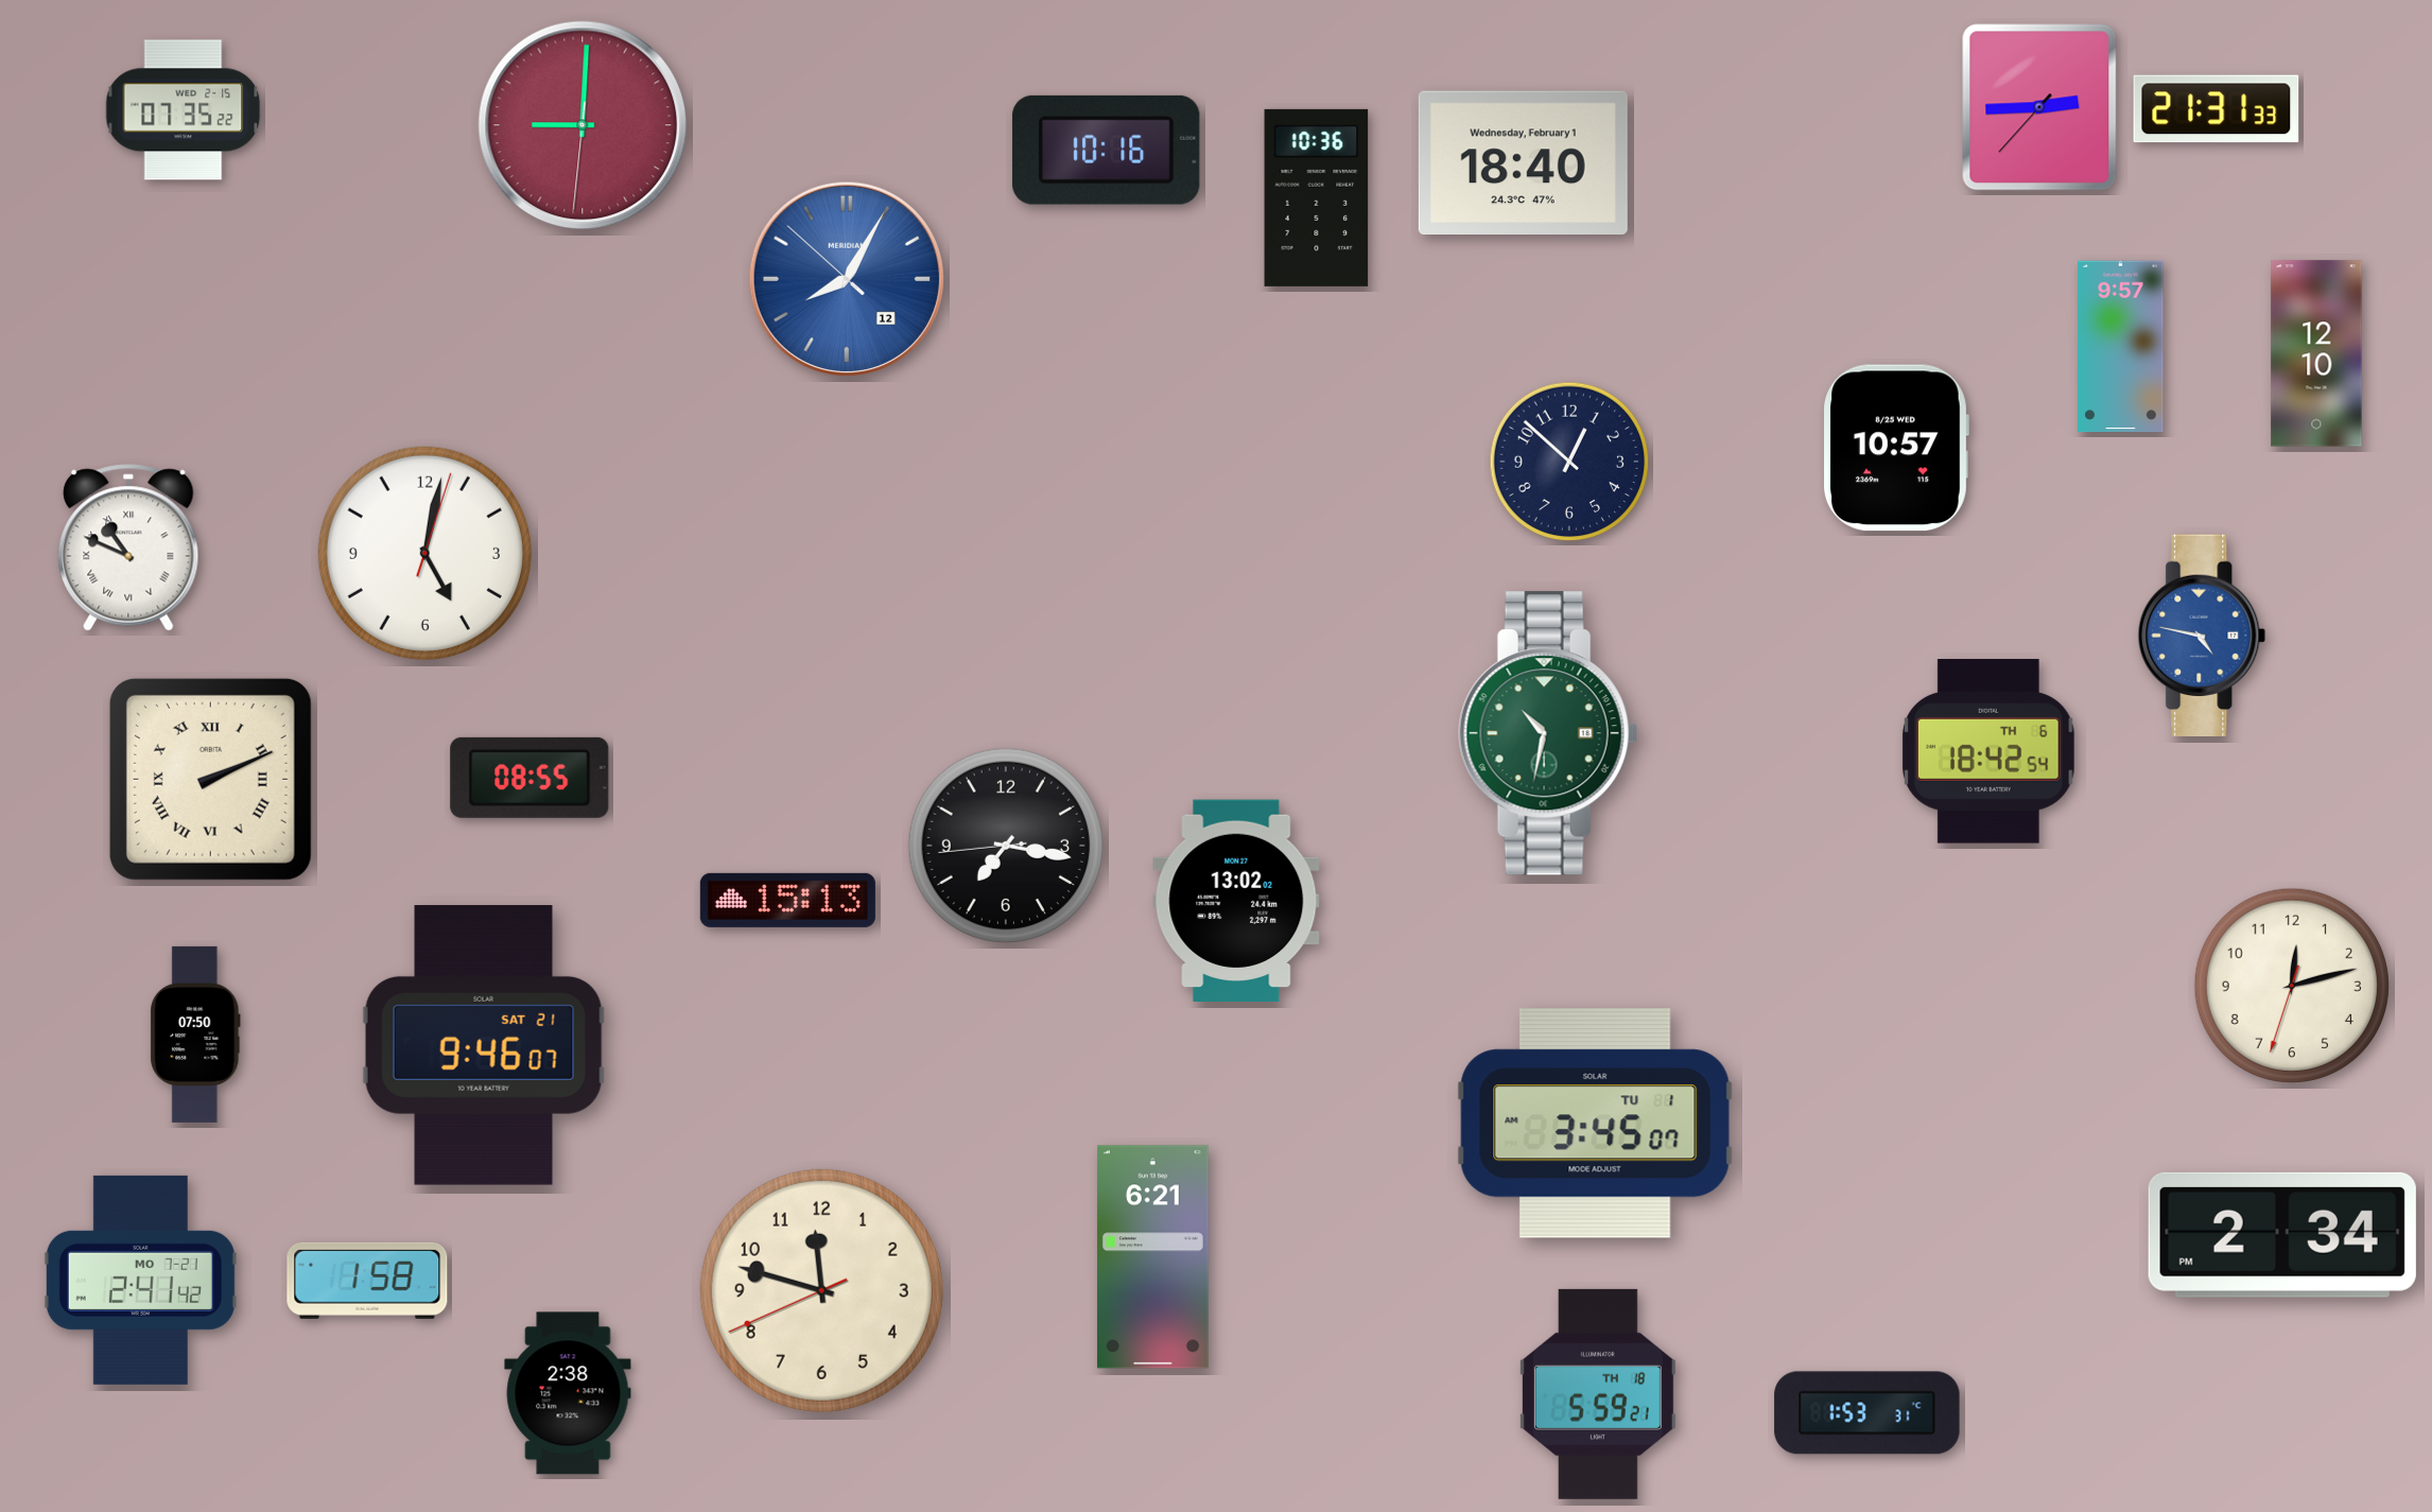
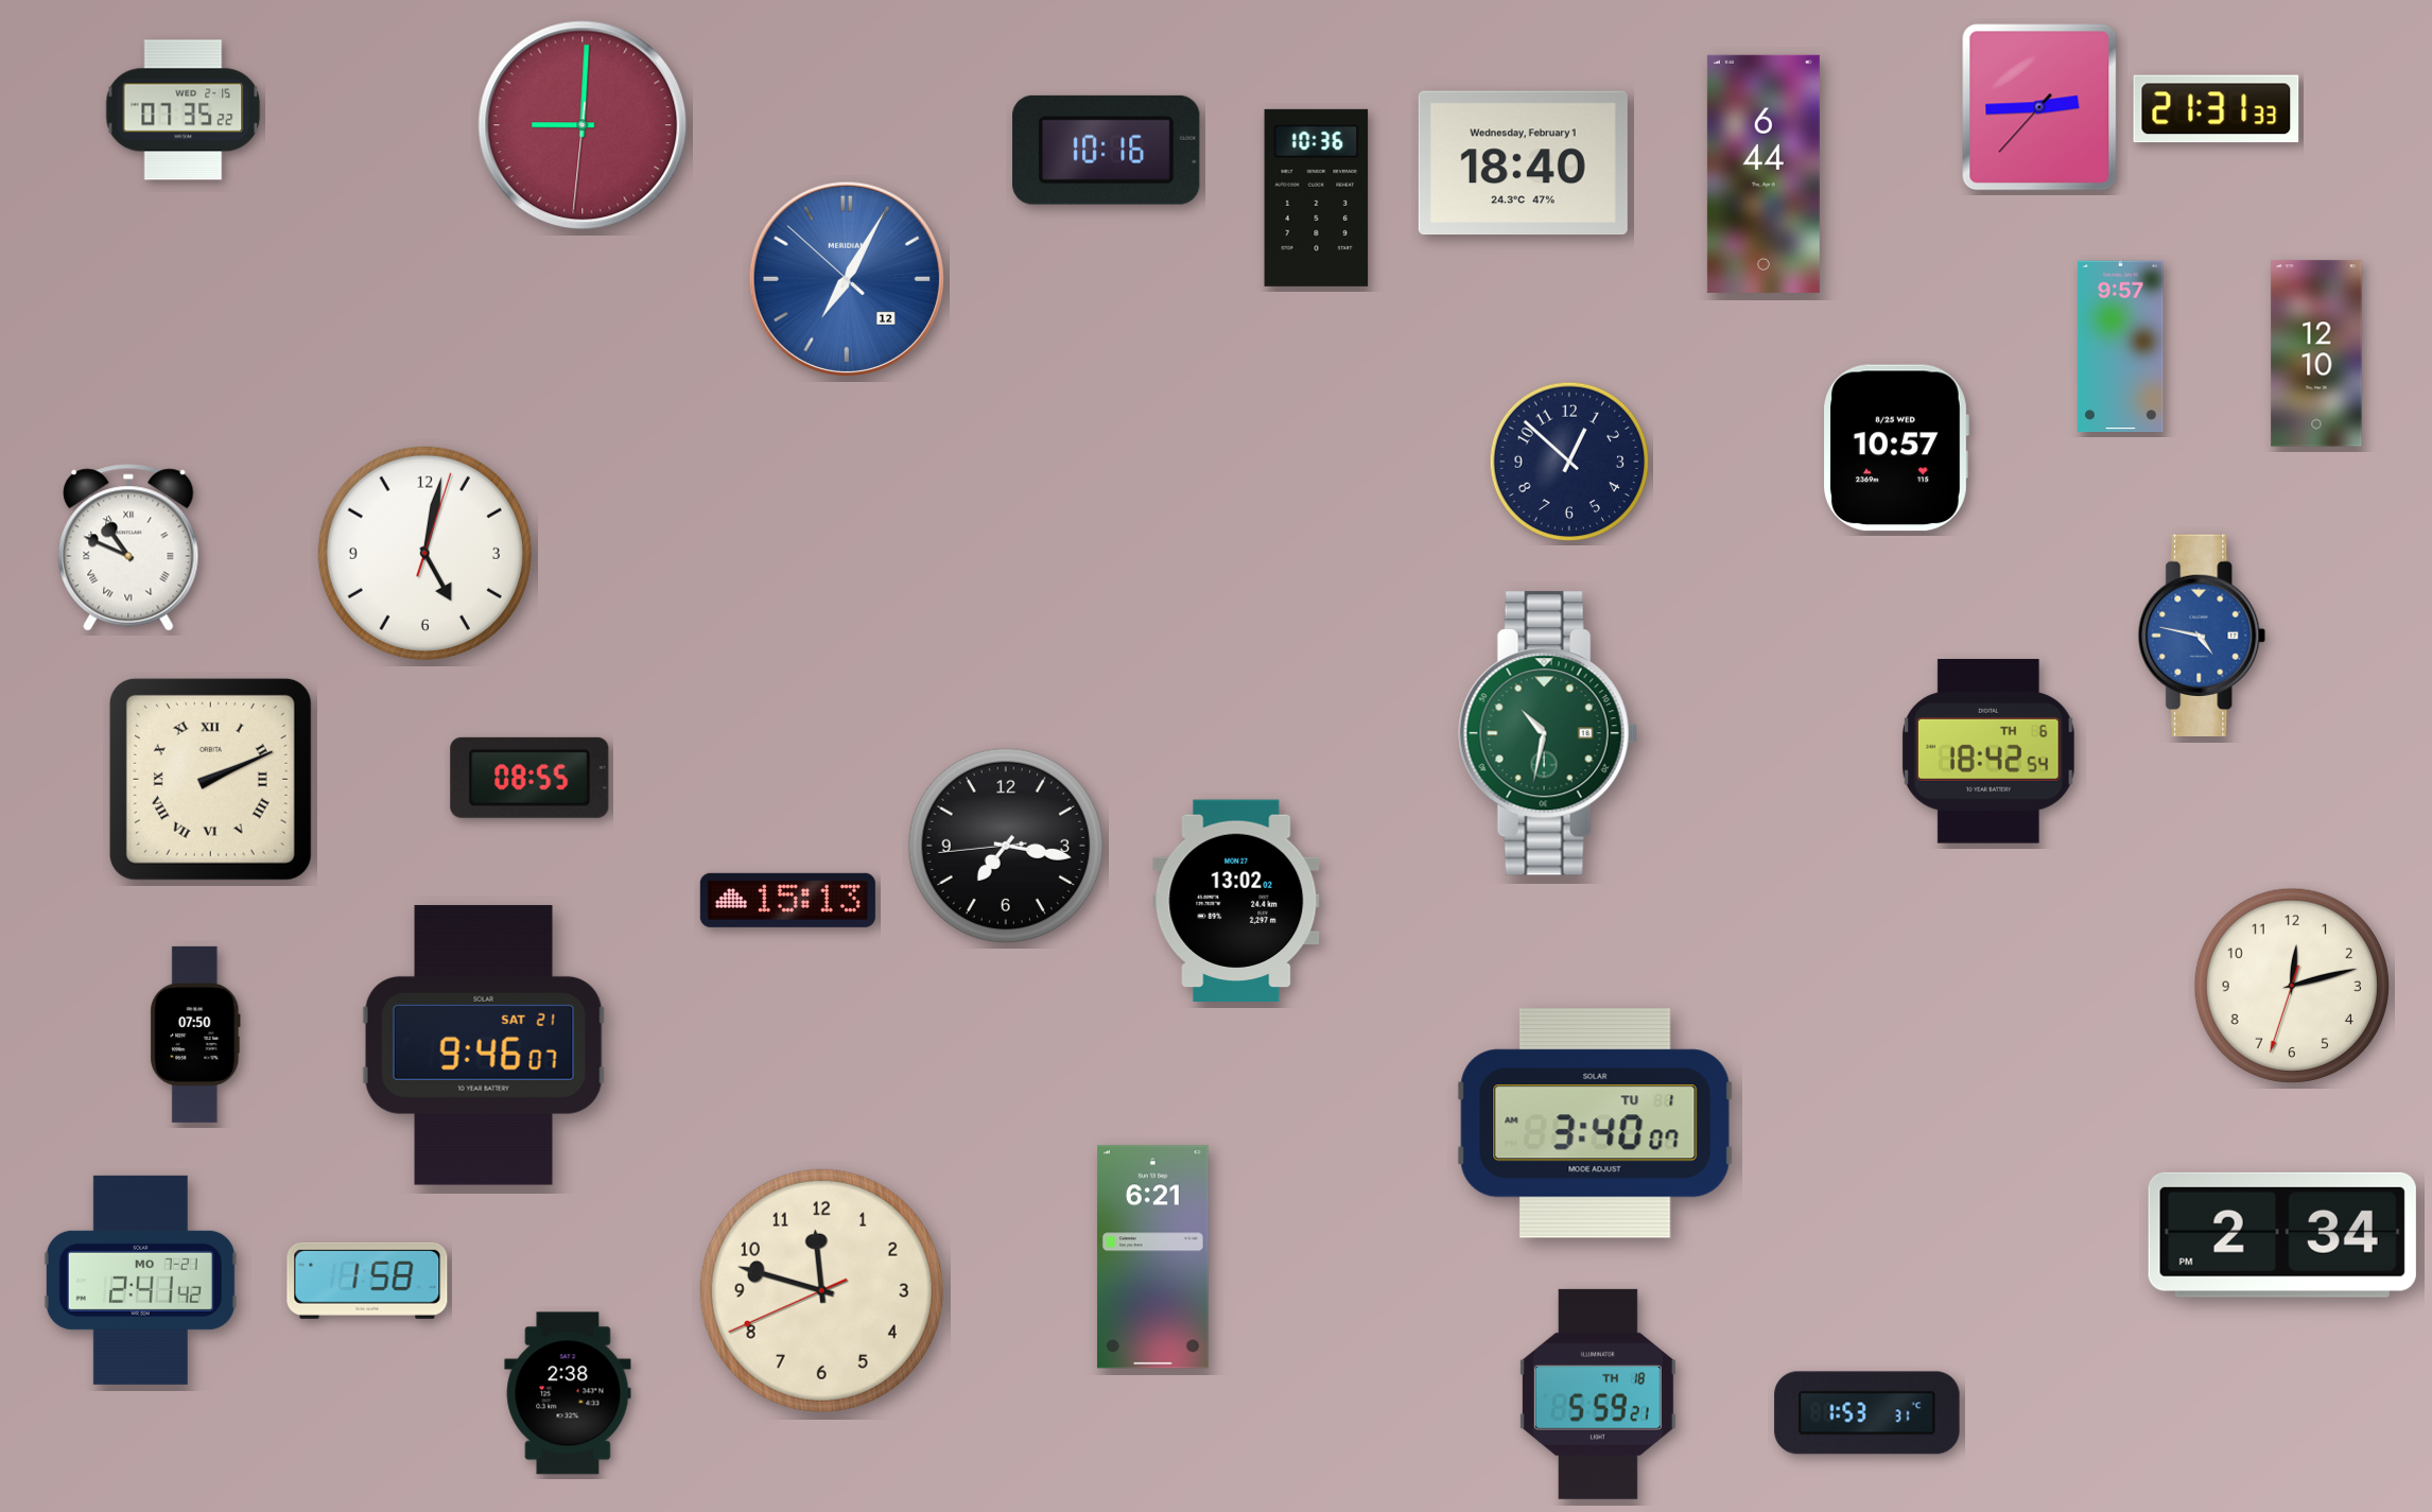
clock at (1764, 174): none -> 6:44
clock at (846, 278): 8:04 -> 7:04
clock at (1595, 1124): 3:45 -> 3:40
